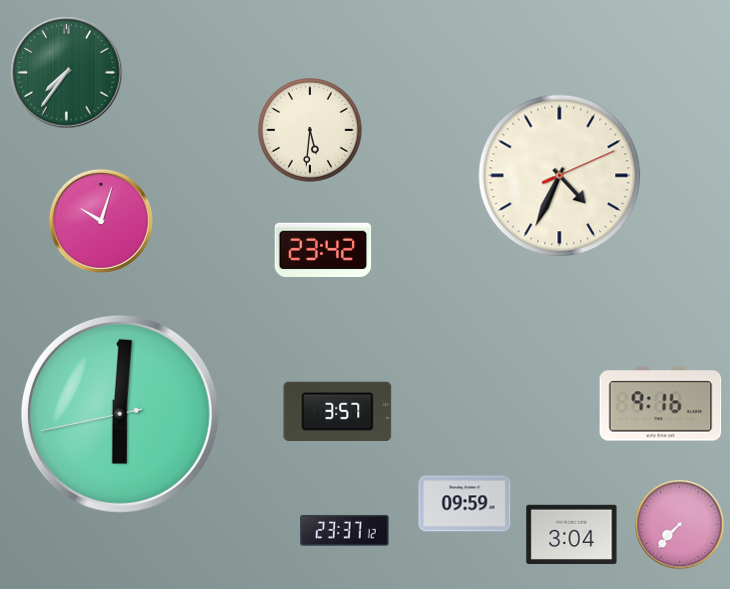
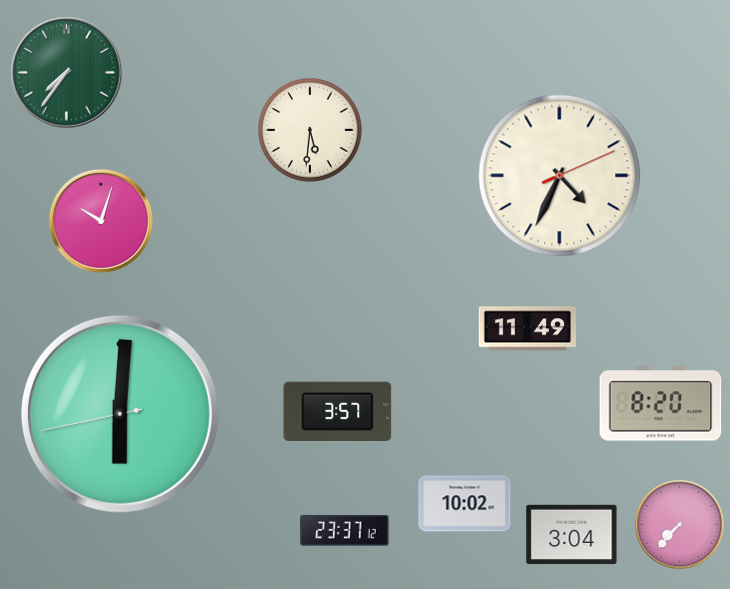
clock at (323, 249): 23:42 -> none
clock at (527, 329): none -> 11:49
clock at (661, 404): 9:16 -> 8:20
clock at (465, 504): 09:59 -> 10:02
